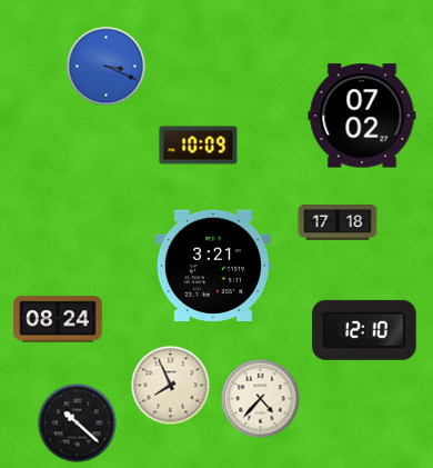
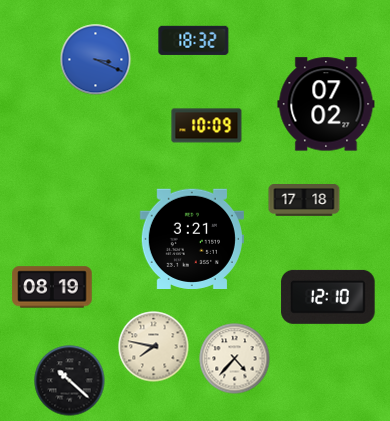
clock at (194, 40): none -> 18:32
clock at (199, 146) position: (199, 146) -> (207, 126)
clock at (58, 319): 08:24 -> 08:19
clock at (171, 386): 7:56 -> 7:47
